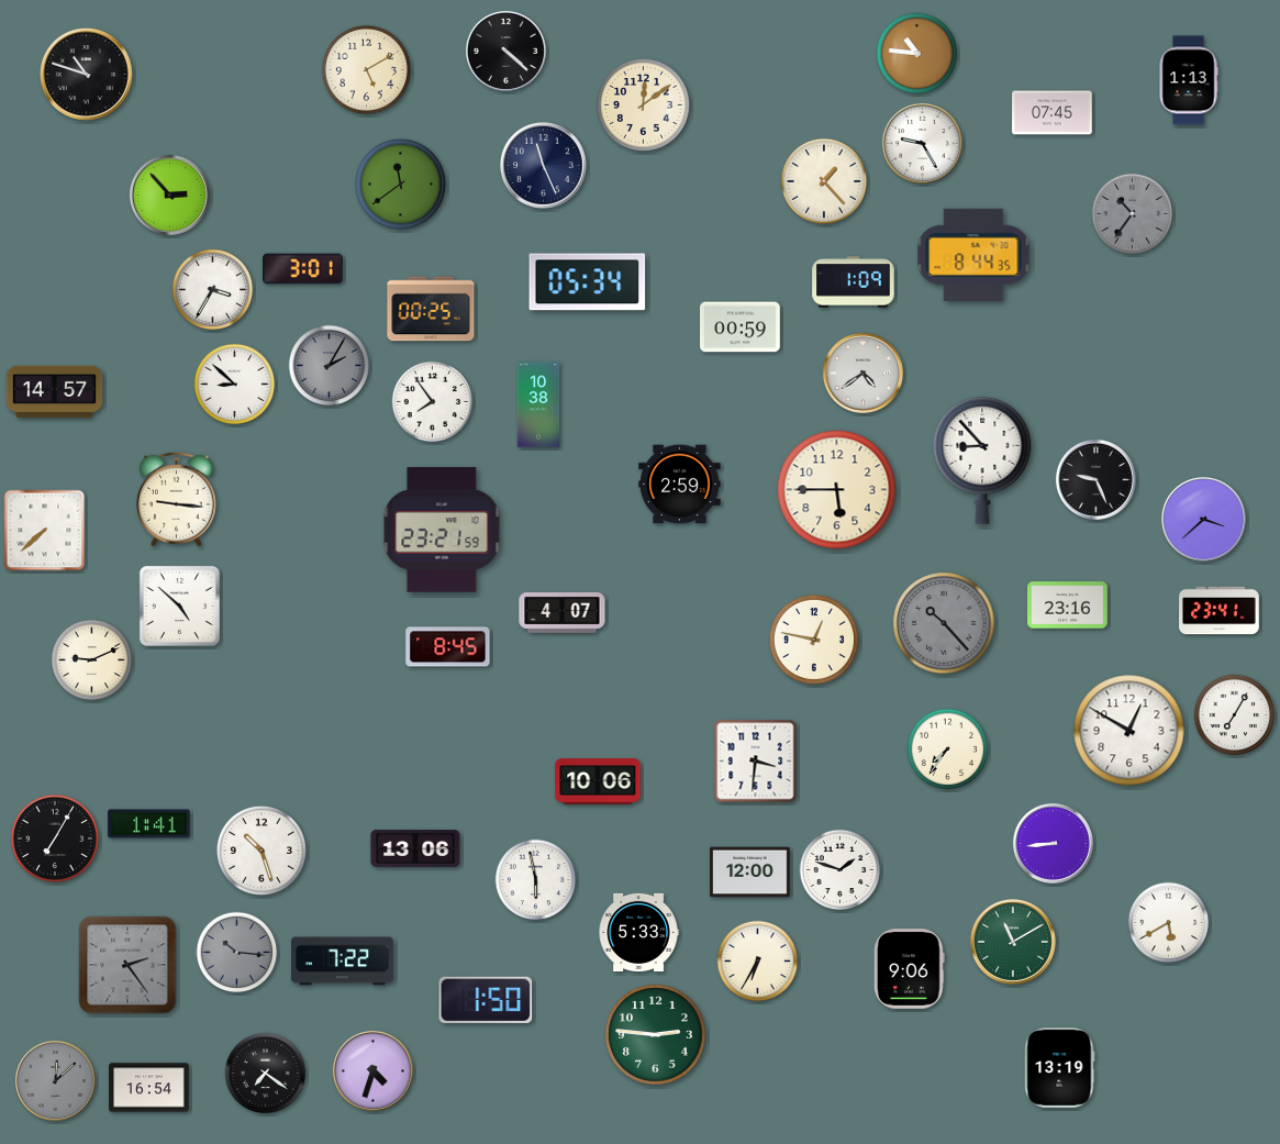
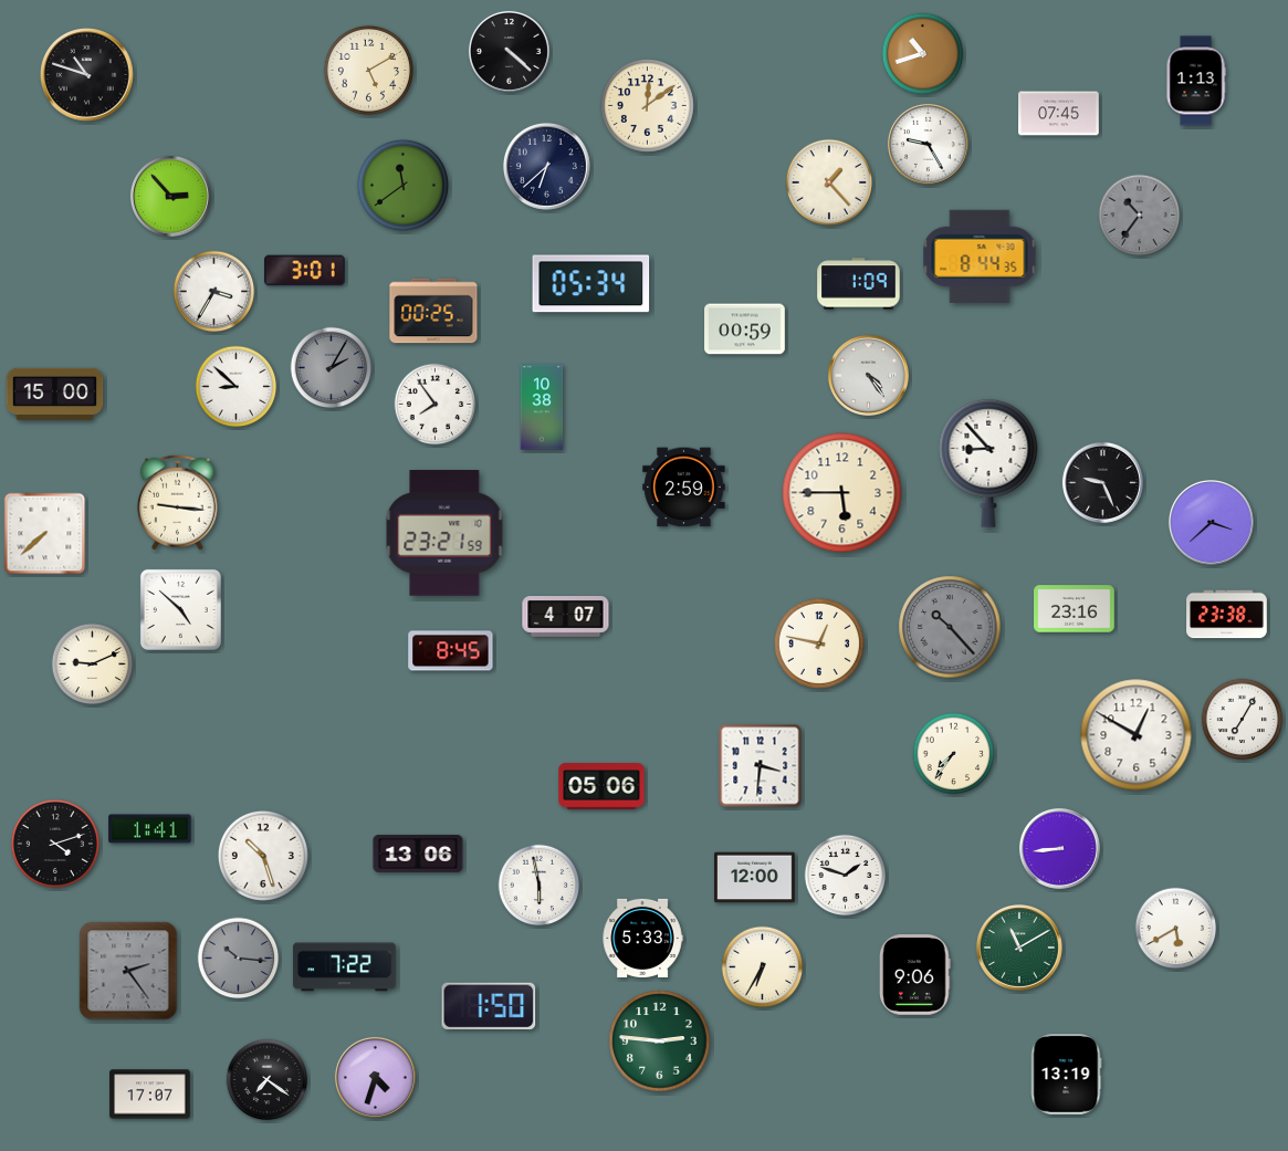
clock at (917, 54): 10:46 -> 10:42
clock at (543, 165): 11:26 -> 6:38
clock at (862, 373): 4:39 -> 4:24
clock at (55, 392): 14:57 -> 15:00
clock at (1220, 611): 23:41 -> 23:38
clock at (598, 781): 10:06 -> 05:06
clock at (55, 838): 7:05 -> 4:12
clock at (55, 1080): 12:08 -> none
clock at (149, 1088): 16:54 -> 17:07
